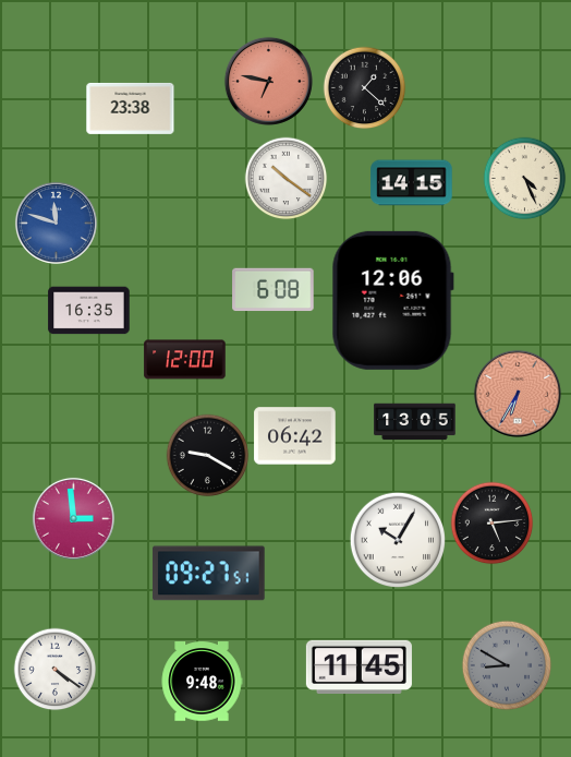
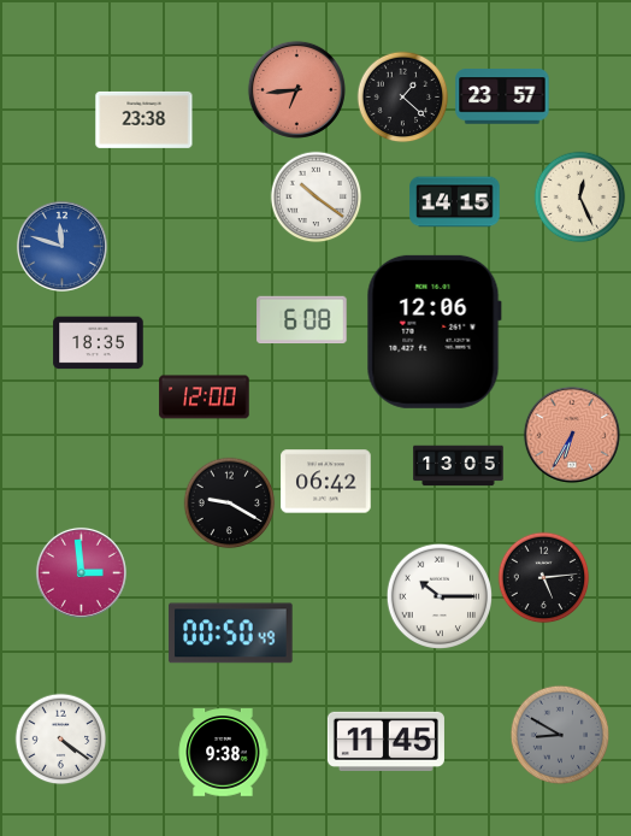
clock at (268, 81): 6:47 -> 6:44
clock at (502, 96): none -> 23:57
clock at (525, 179): 4:26 -> 12:26
clock at (89, 311): 16:35 -> 18:35
clock at (397, 539): 10:05 -> 10:15
clock at (209, 574): 09:27 -> 00:50
clock at (359, 666) position: (359, 666) -> (385, 741)
clock at (202, 682): 9:48 -> 9:38
